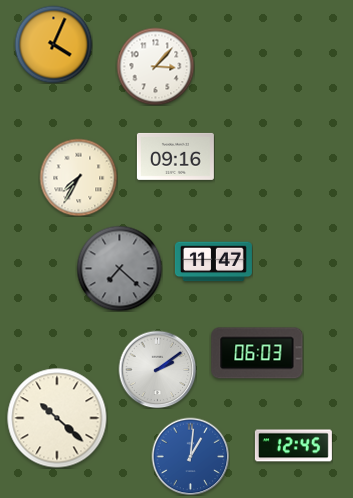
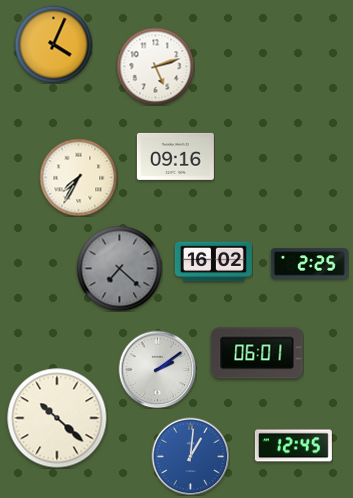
clock at (155, 66): 3:07 -> 5:12
clock at (213, 262): 11:47 -> 16:02
clock at (309, 264): none -> 2:25
clock at (257, 353): 06:03 -> 06:01
